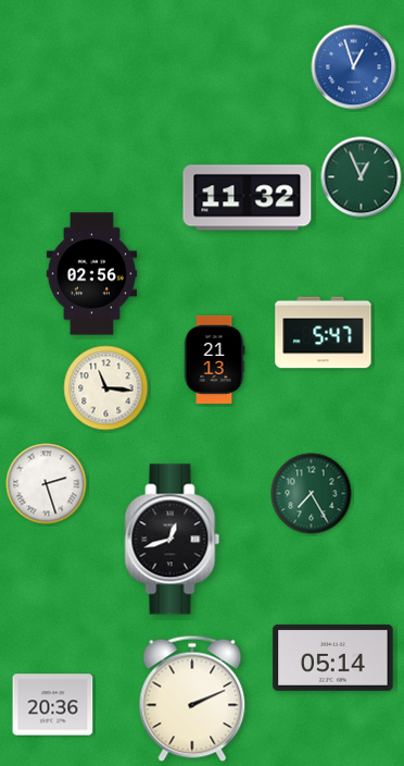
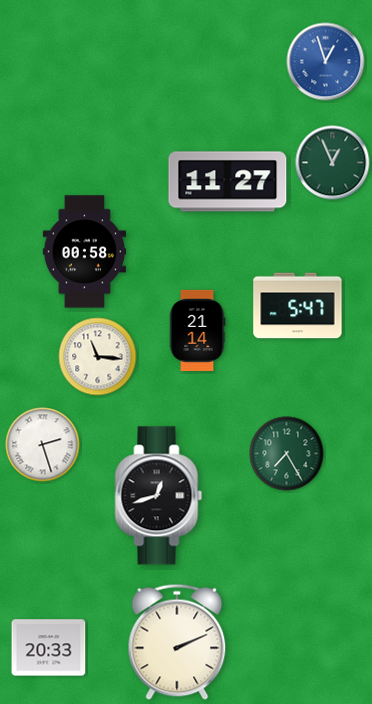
clock at (248, 198): 11:32 -> 11:27
clock at (91, 274): 02:56 -> 00:58
clock at (214, 359): 21:13 -> 21:14
clock at (333, 657): 05:14 -> none
clock at (53, 705): 20:36 -> 20:33
